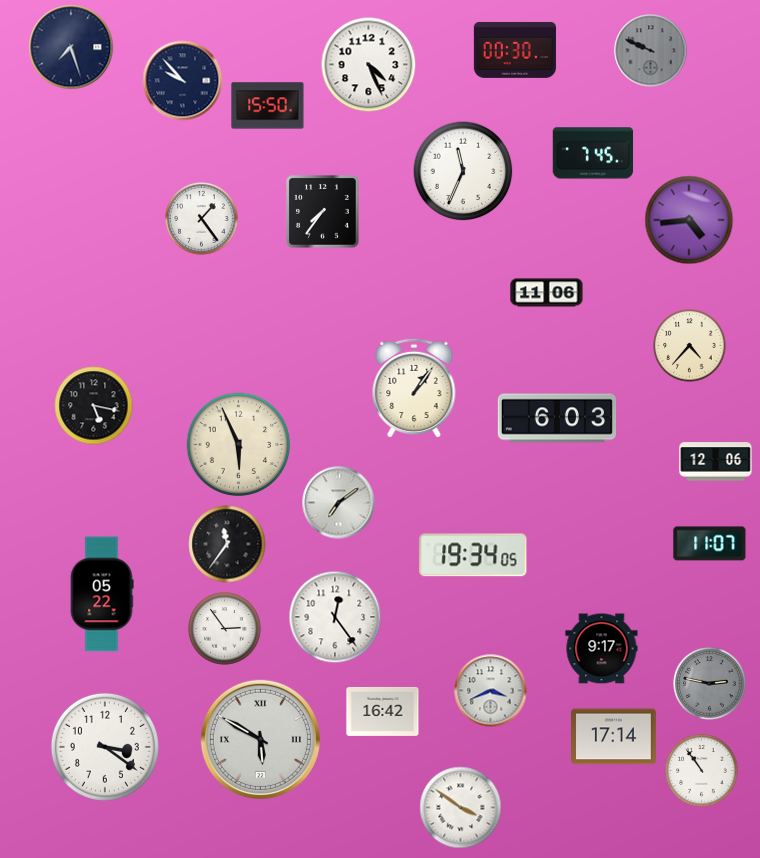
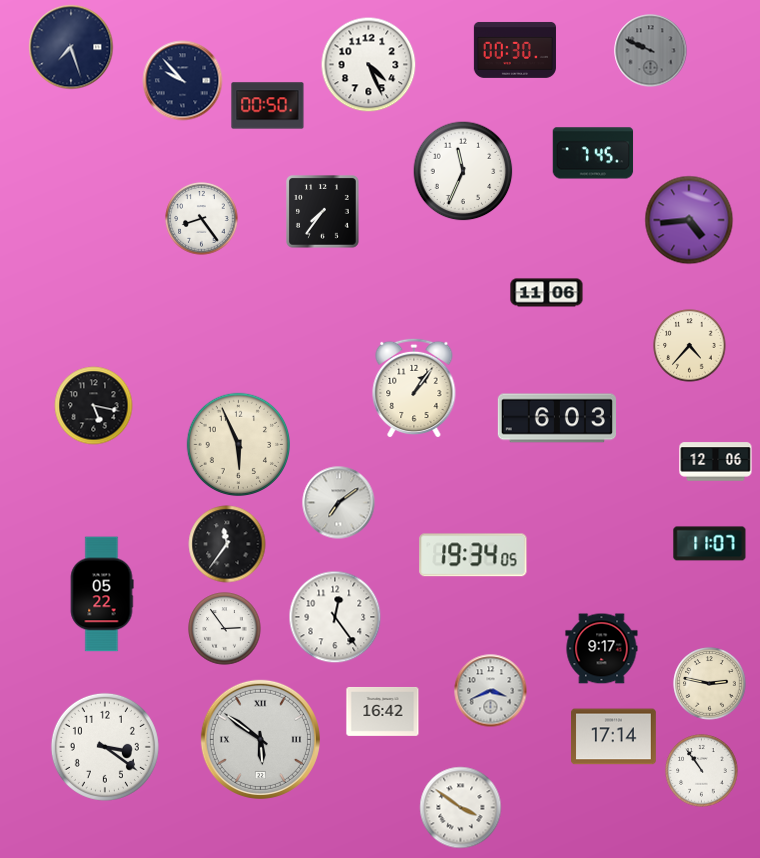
clock at (268, 106): 15:50 -> 00:50
clock at (202, 219): 1:24 -> 8:24
clock at (710, 684) dial: grey -> cream
clock at (260, 739): 5:50 -> 5:51
